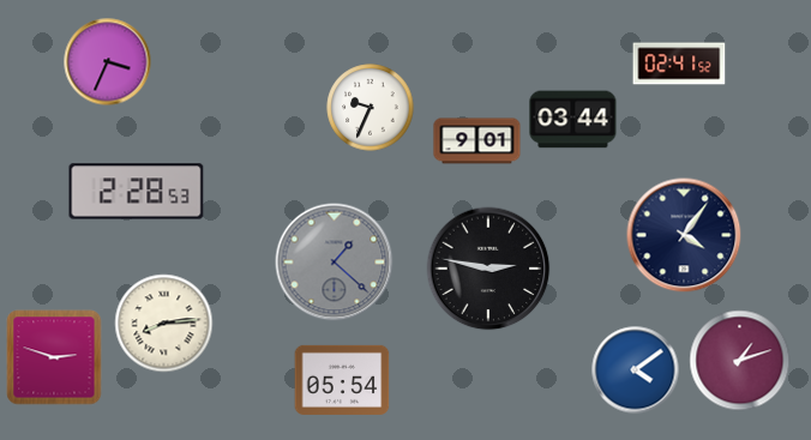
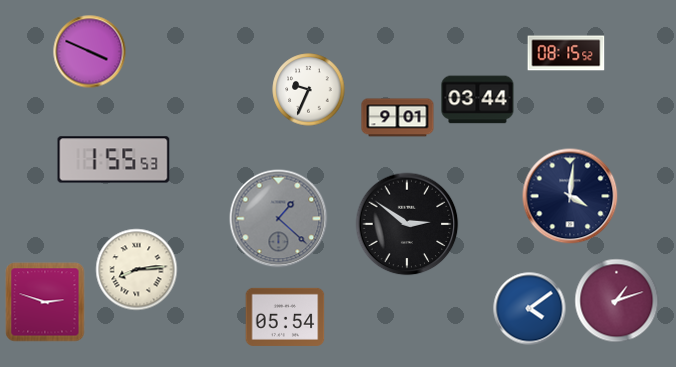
clock at (108, 62): 3:34 -> 3:49
clock at (679, 64): 02:41 -> 08:15
clock at (137, 192): 2:28 -> 1:55
clock at (684, 235): 4:06 -> 4:01
clock at (488, 269): 2:47 -> 2:51
clock at (54, 357) position: (54, 357) -> (45, 302)
